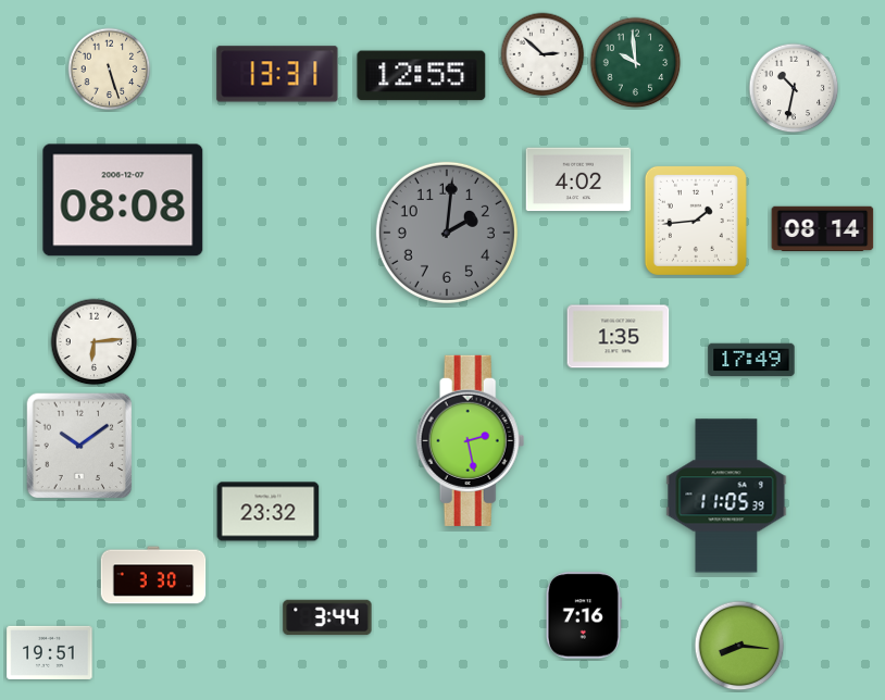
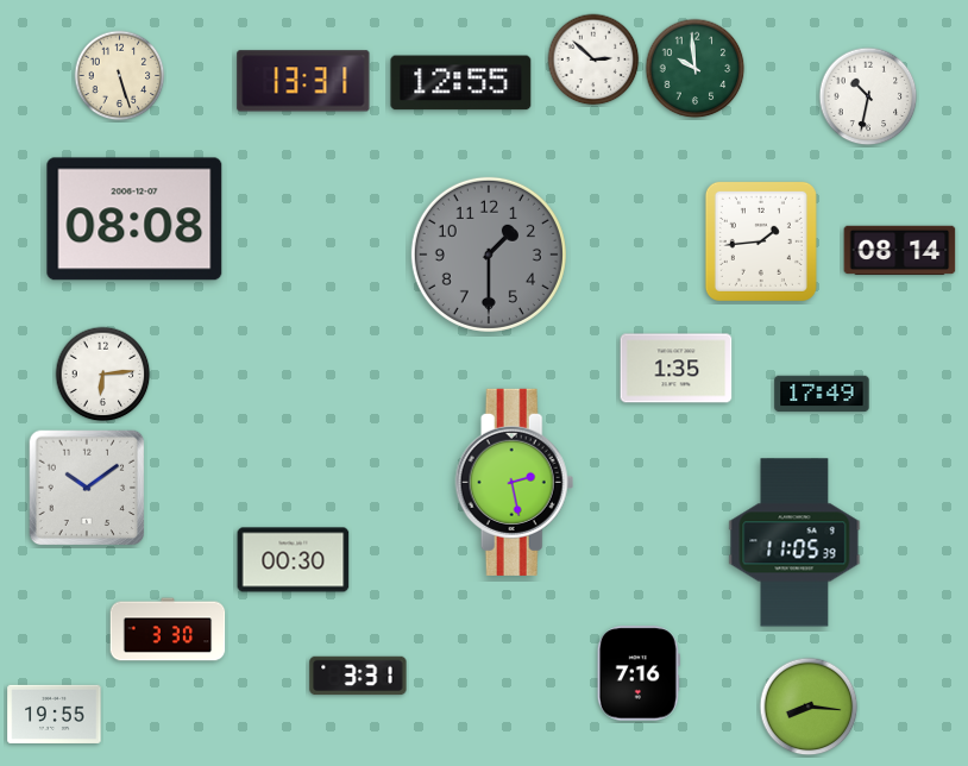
clock at (578, 179): 4:02 -> none
clock at (447, 233): 2:01 -> 1:30
clock at (269, 512): 23:32 -> 00:30
clock at (327, 617): 3:44 -> 3:31
clock at (50, 652): 19:51 -> 19:55
